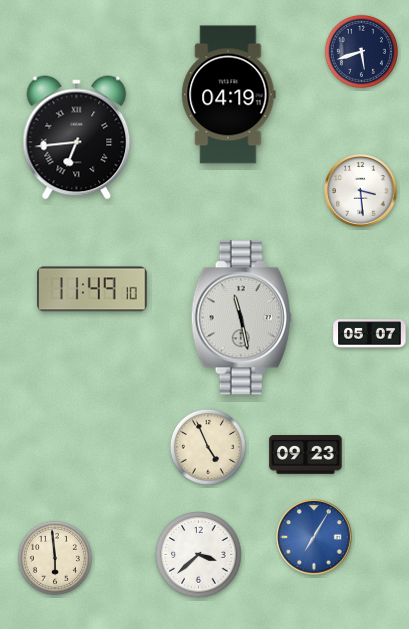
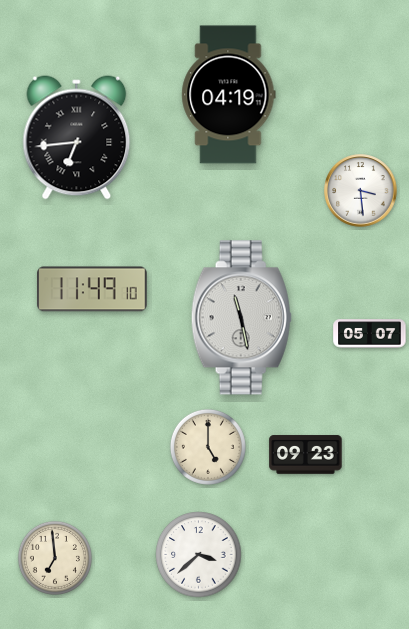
clock at (361, 51): 5:42 -> none
clock at (208, 447): 4:56 -> 5:00
clock at (314, 537): 7:05 -> none
clock at (55, 558): 5:59 -> 6:59
